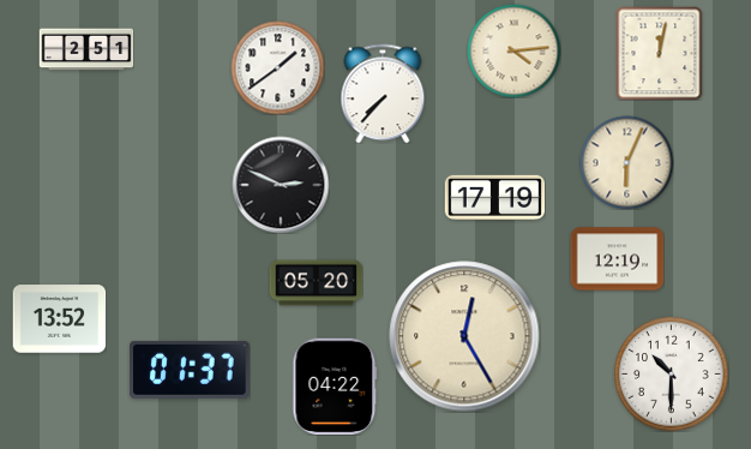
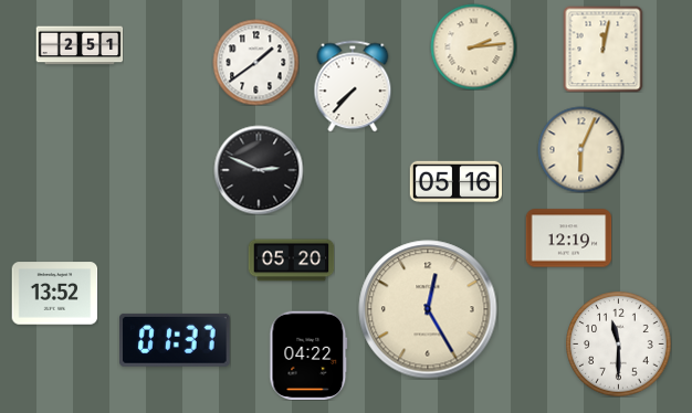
clock at (513, 50): 4:14 -> 2:14
clock at (660, 53) position: (660, 53) -> (604, 49)
clock at (626, 162) position: (626, 162) -> (580, 149)
clock at (494, 198): 17:19 -> 05:16
clock at (671, 373): 10:30 -> 11:30
